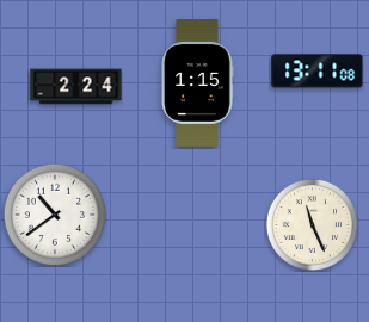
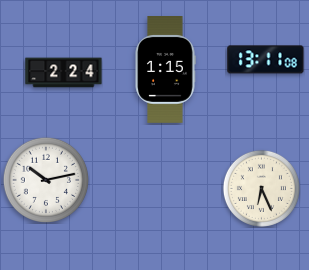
clock at (54, 213): 10:39 -> 10:13
clock at (312, 224): 11:26 -> 6:26
